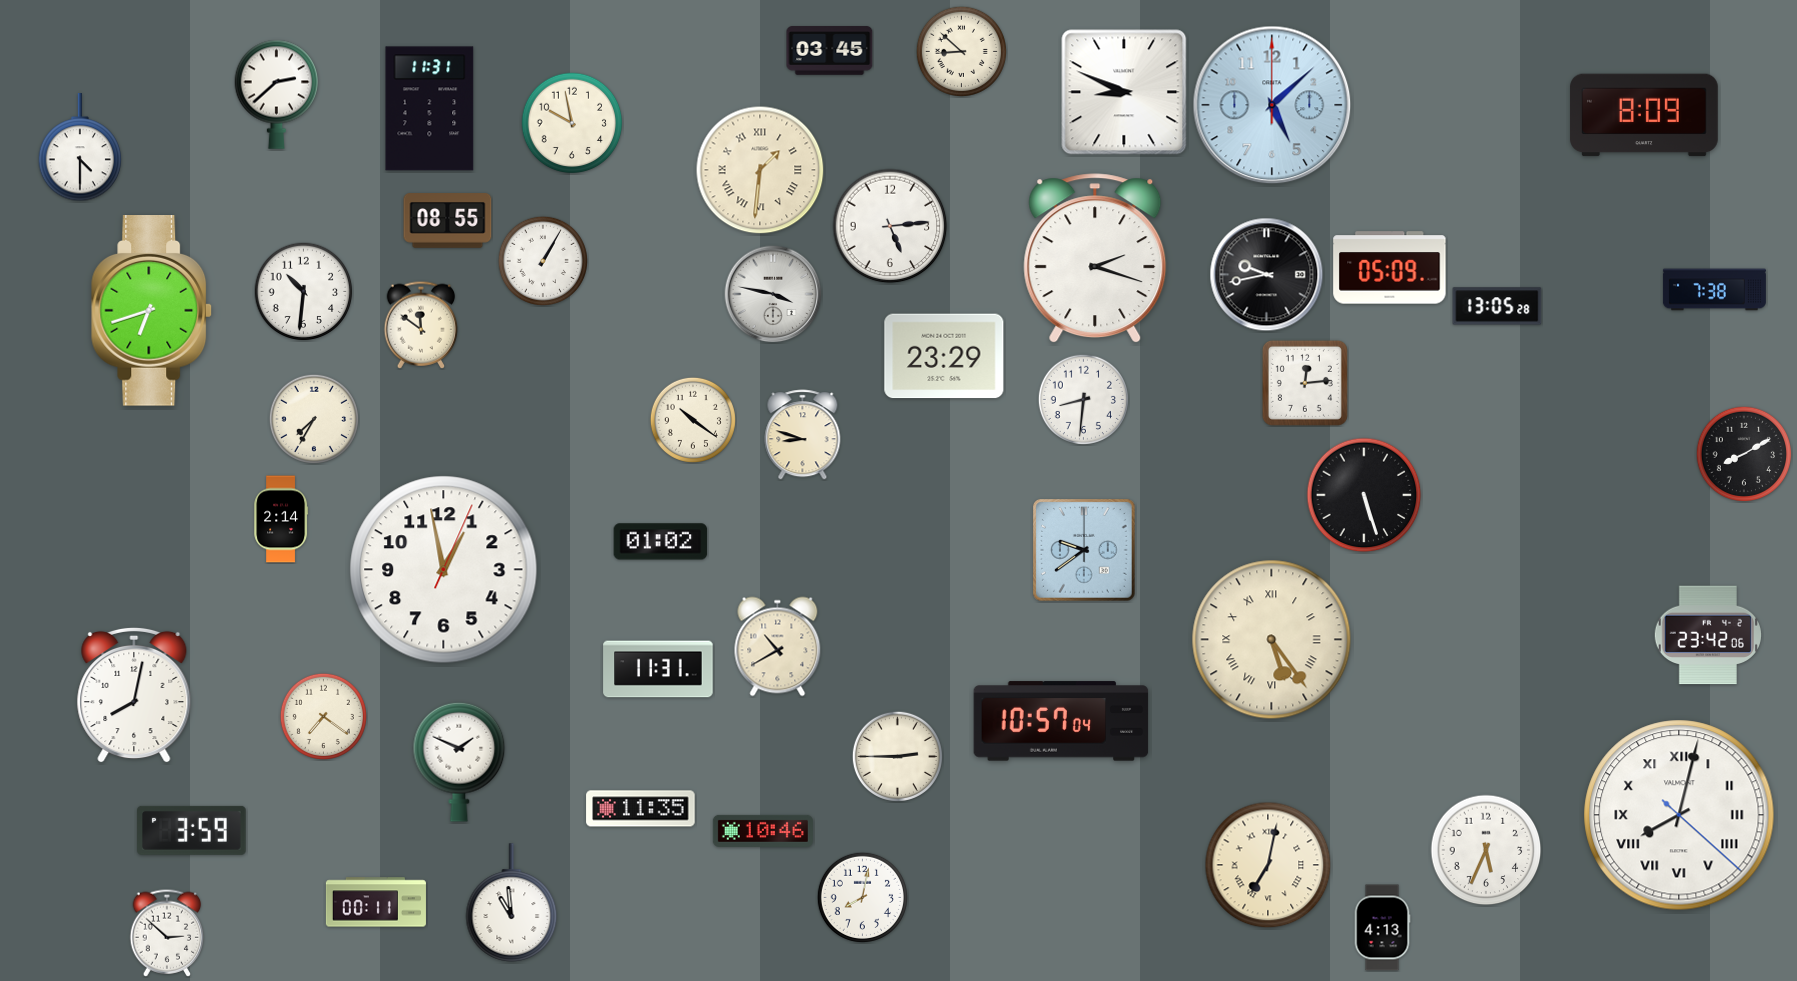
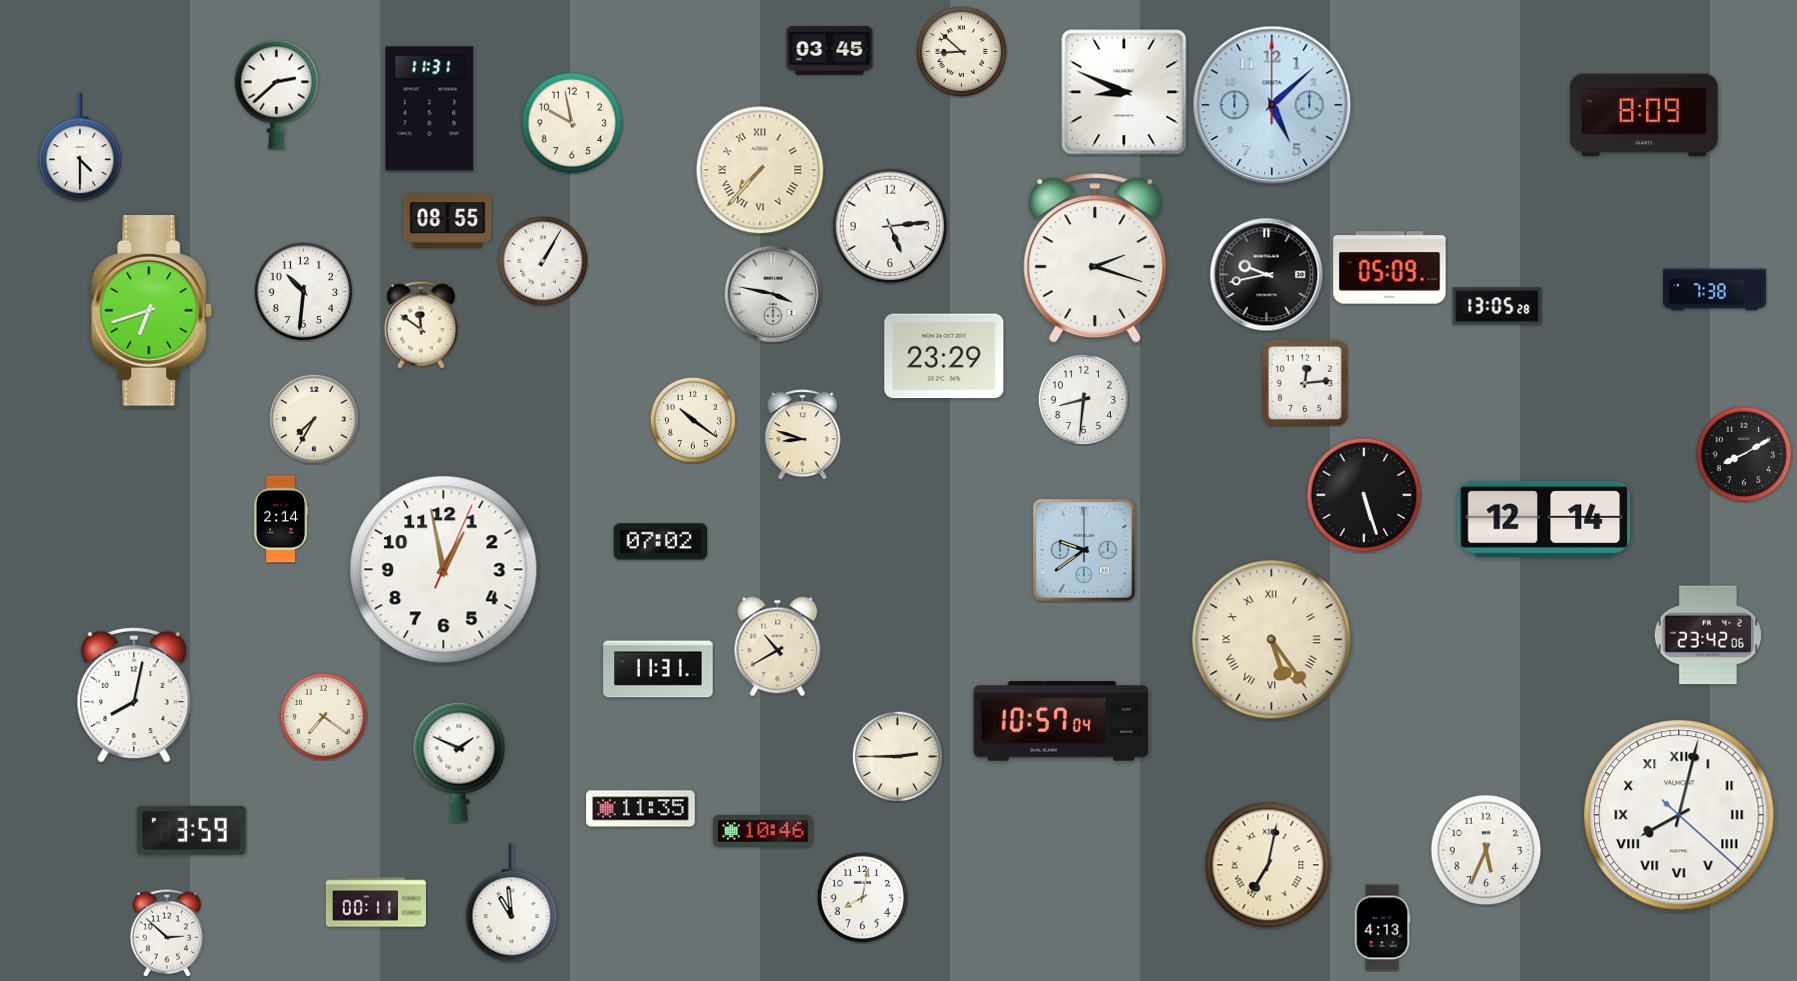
clock at (760, 170): 1:31 -> 7:37
clock at (1544, 519): none -> 12:14
clock at (661, 542): 01:02 -> 07:02
